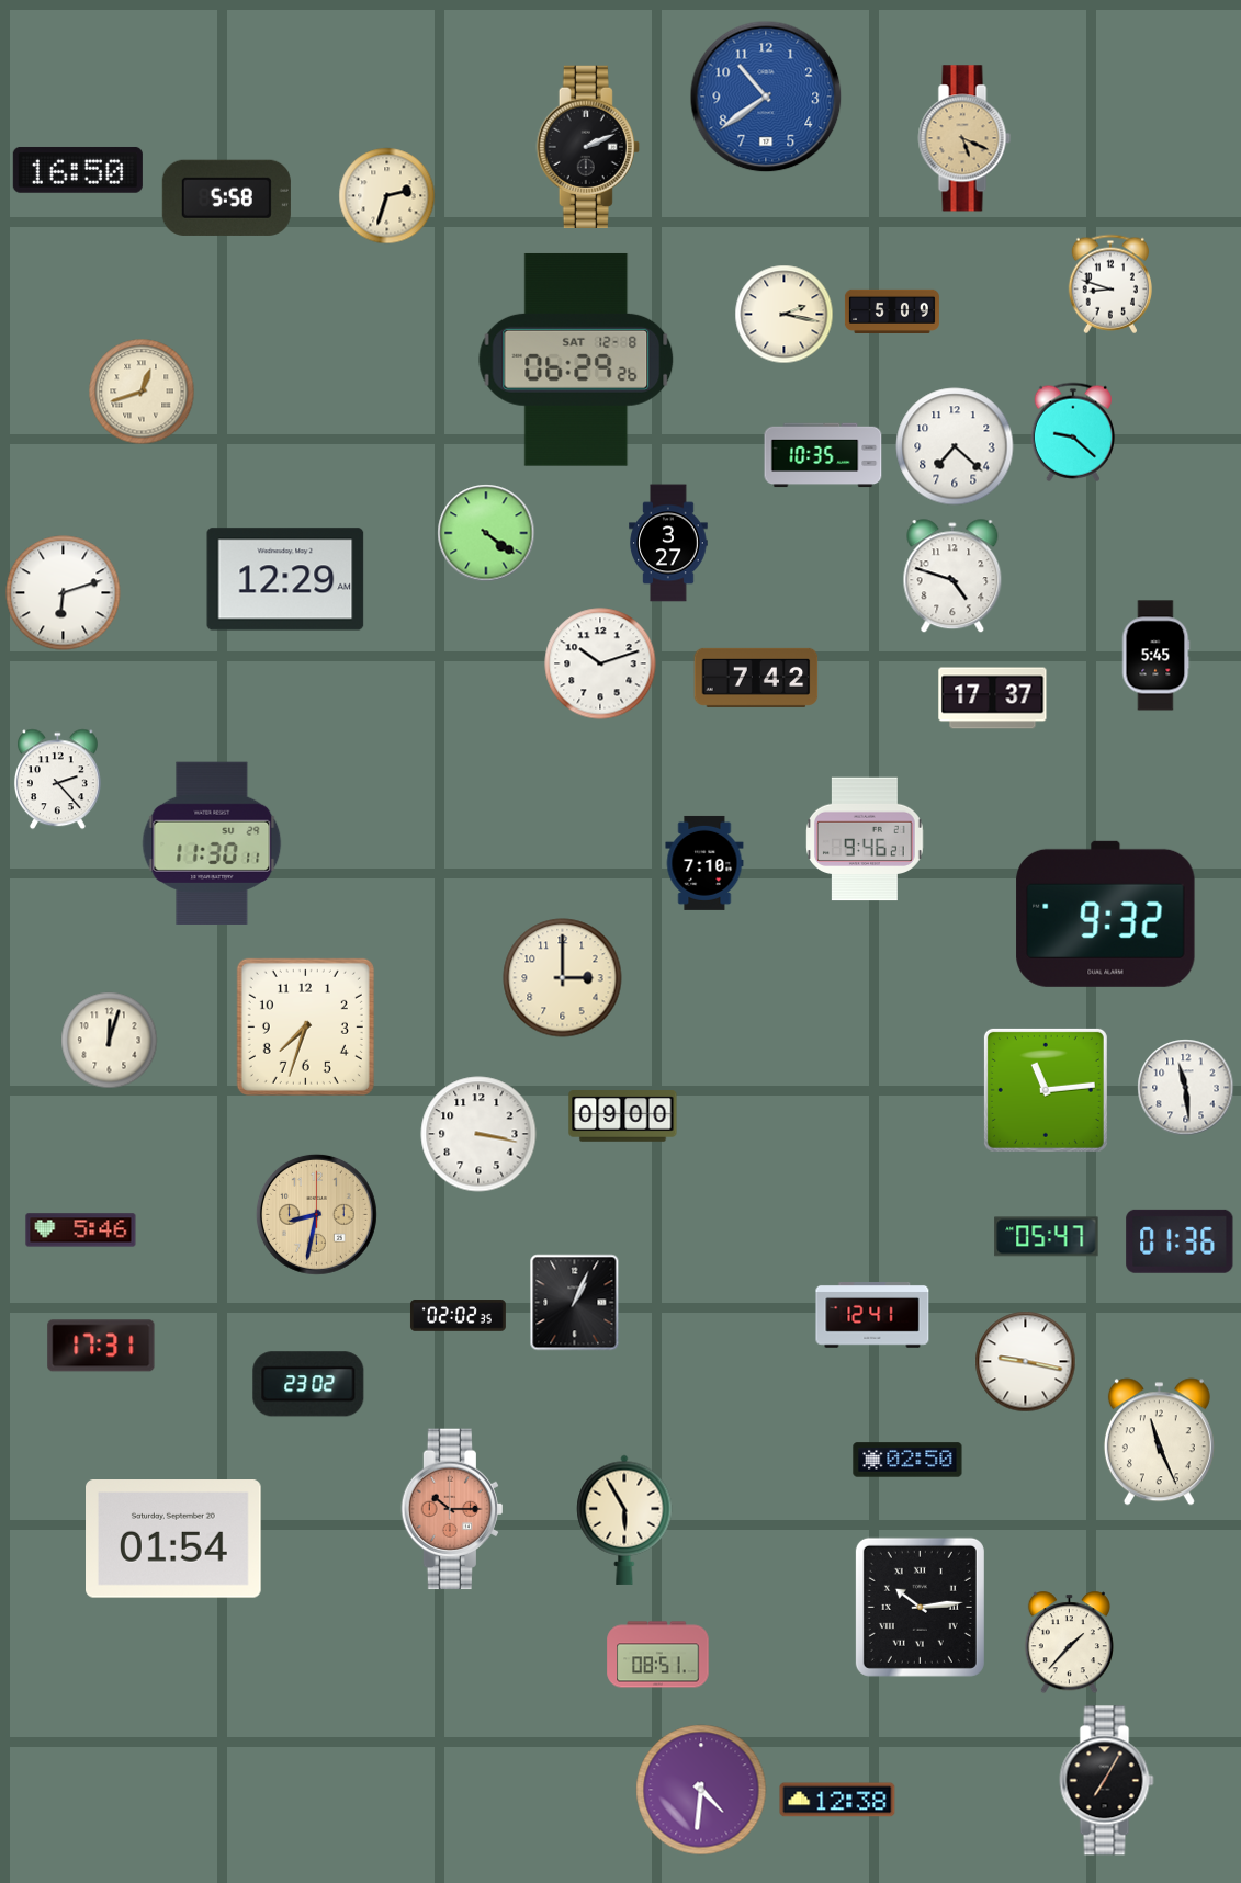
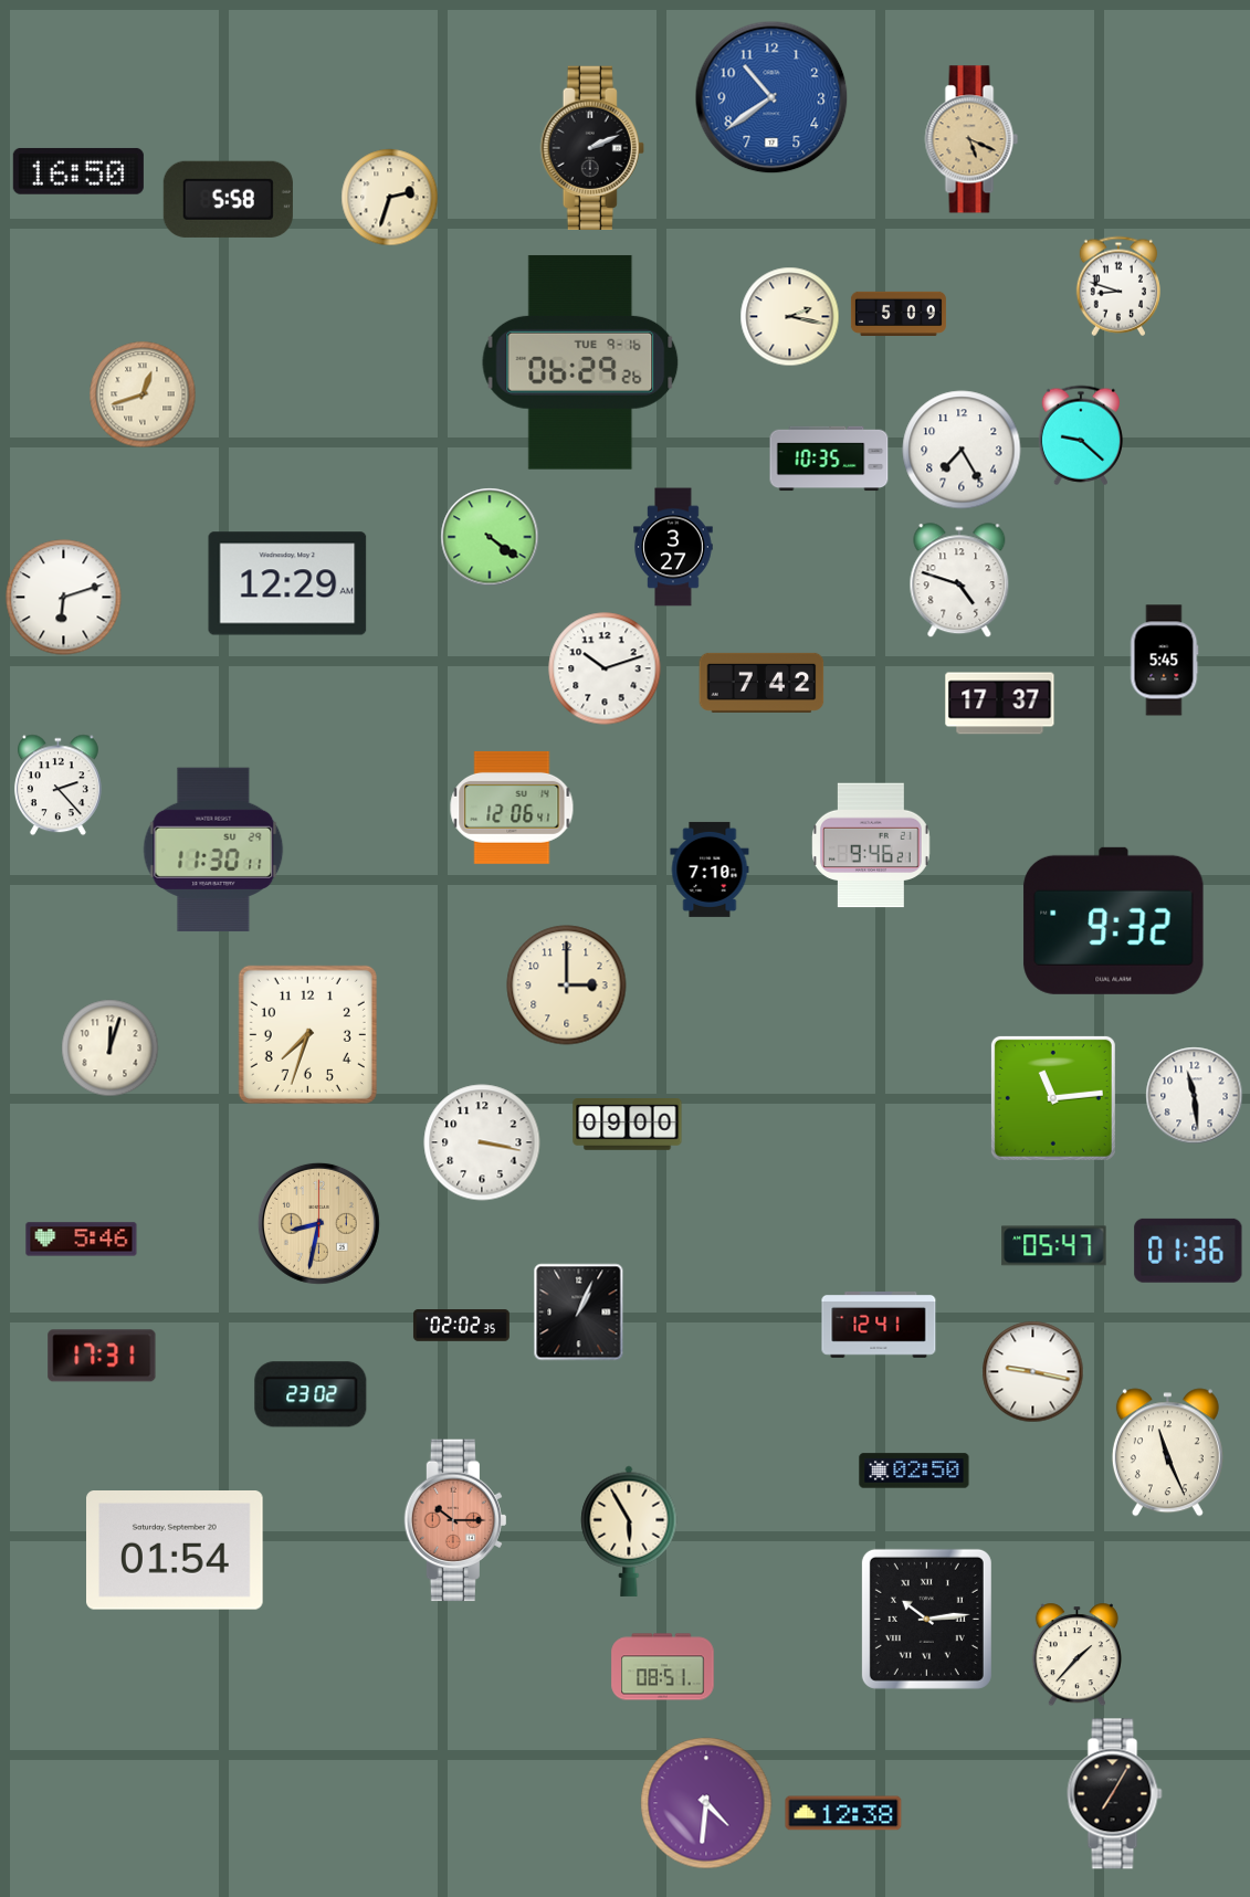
clock at (576, 360) date: SAT 12-8 -> TUE 9-16
clock at (955, 446): 7:22 -> 7:25
clock at (512, 808): none -> 12:06
